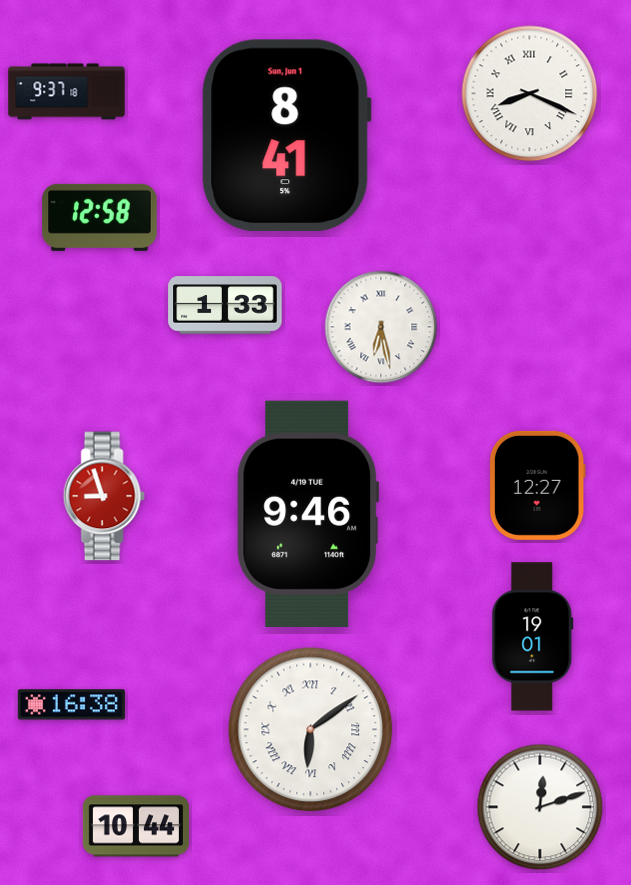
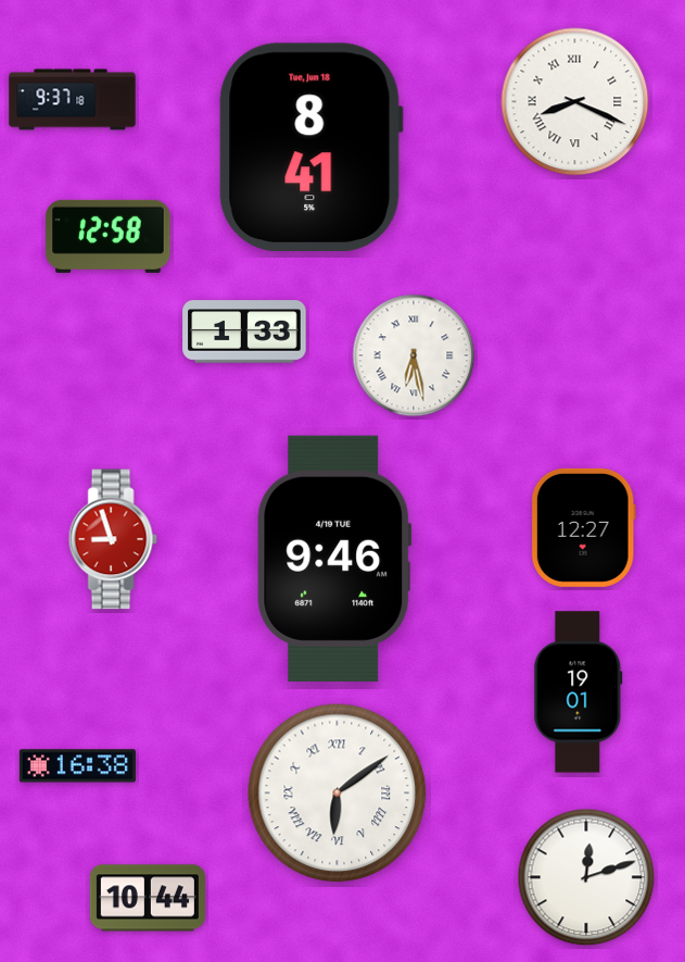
clock at (286, 135) date: Sun, Jun 1 -> Tue, Jun 18
